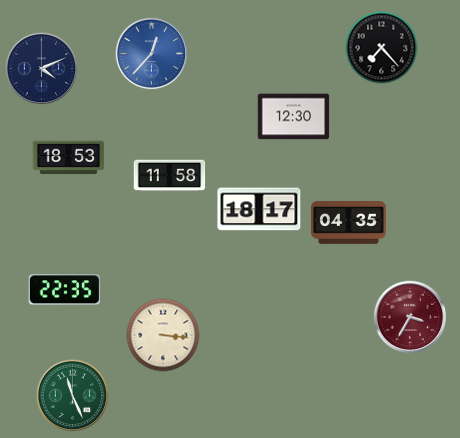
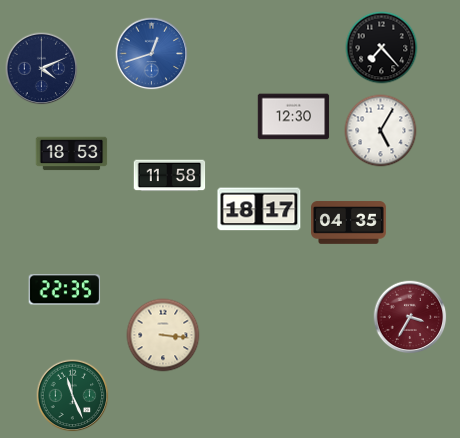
clock at (152, 54): 12:37 -> 12:42
clock at (381, 131): none -> 5:05
clock at (69, 158) position: (69, 158) -> (72, 154)
